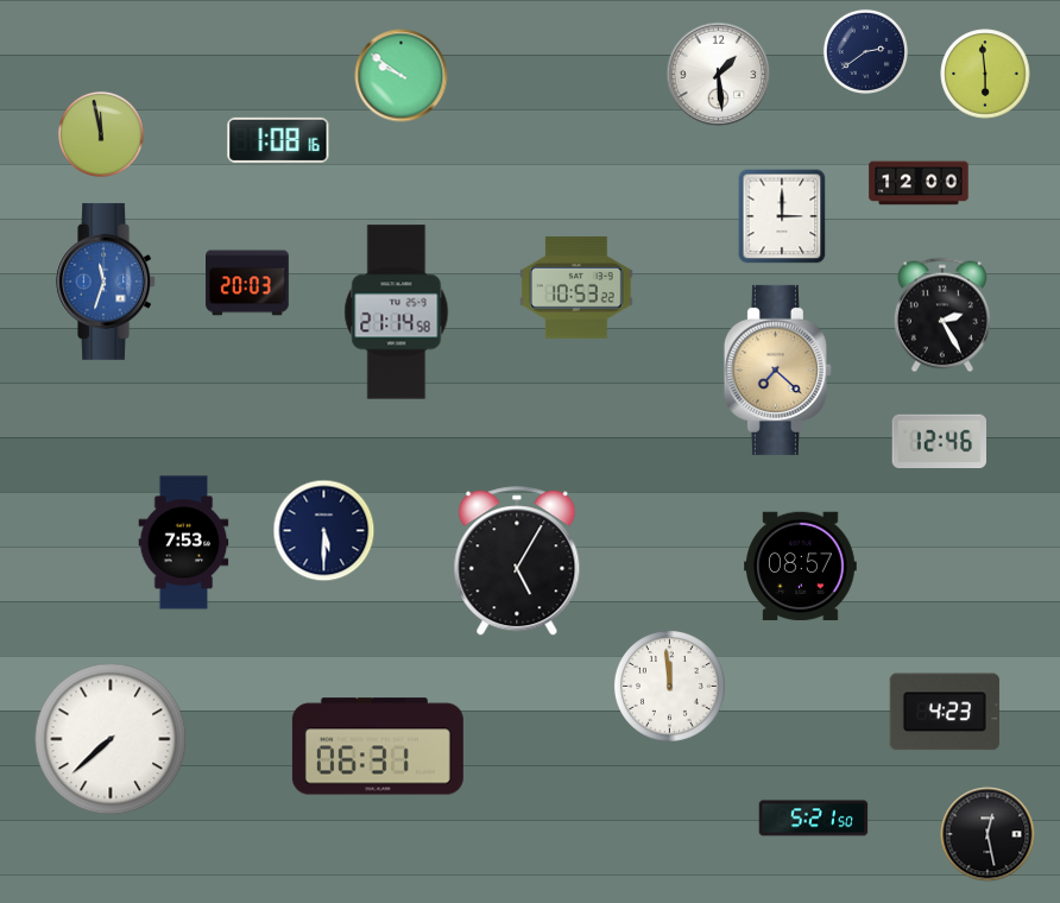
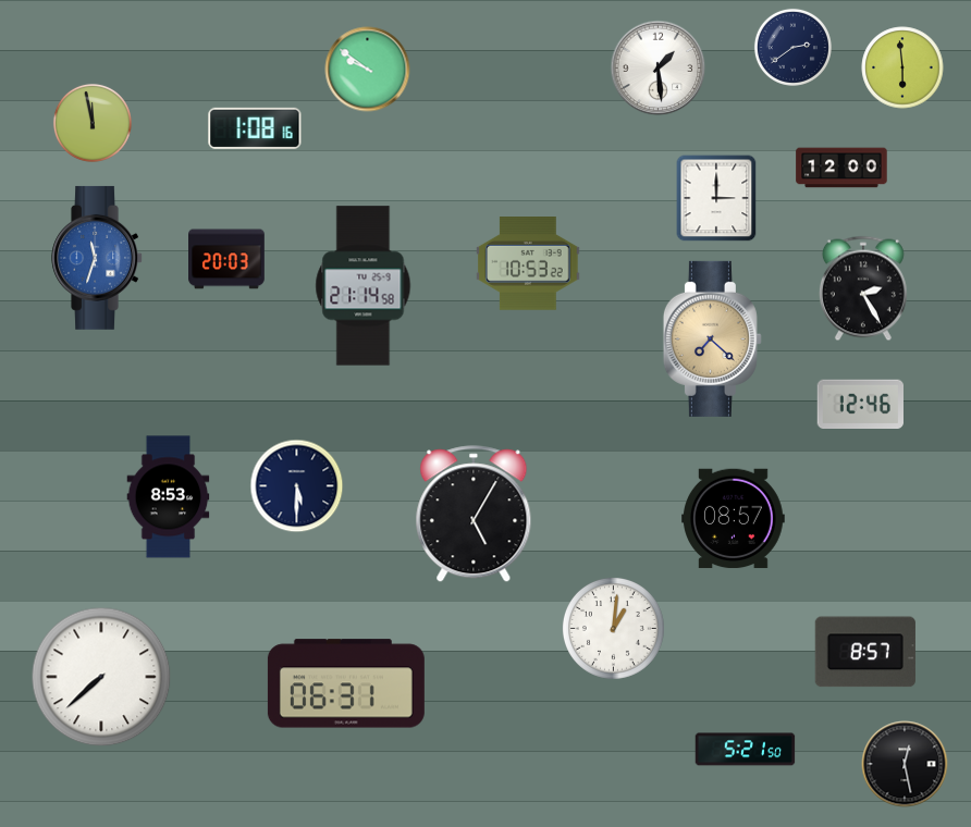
clock at (184, 543): 7:53 -> 8:53
clock at (669, 686): 11:59 -> 1:01
clock at (945, 712): 4:23 -> 8:57
